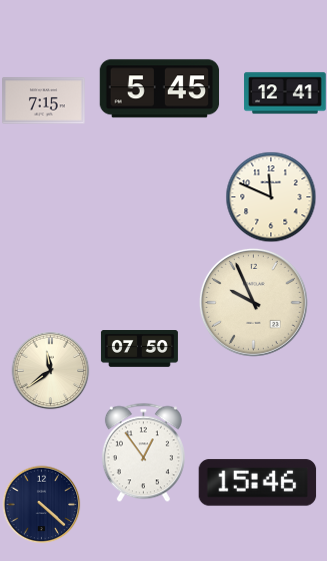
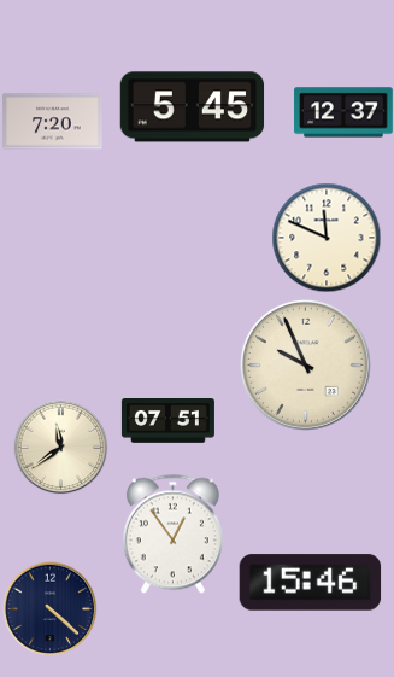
clock at (285, 93): 12:41 -> 12:37
clock at (44, 101): 7:15 -> 7:20
clock at (139, 349): 07:50 -> 07:51
clock at (143, 452) position: (143, 452) -> (172, 533)
